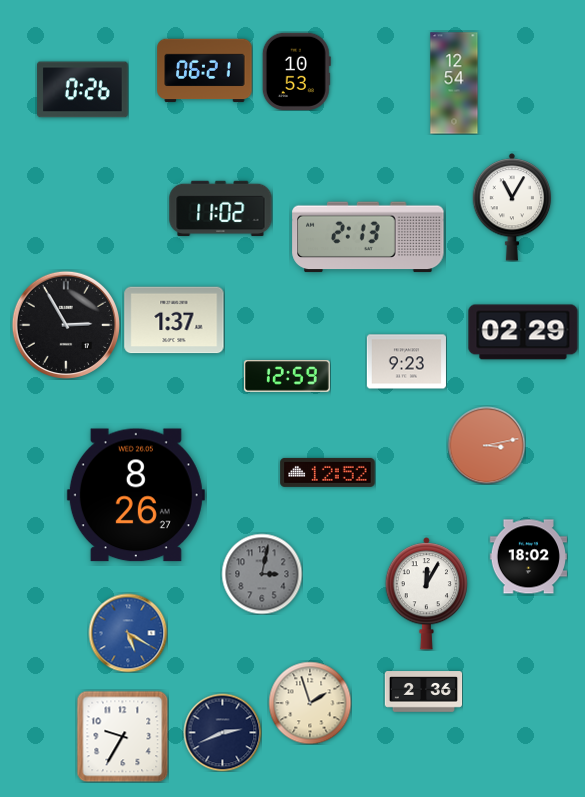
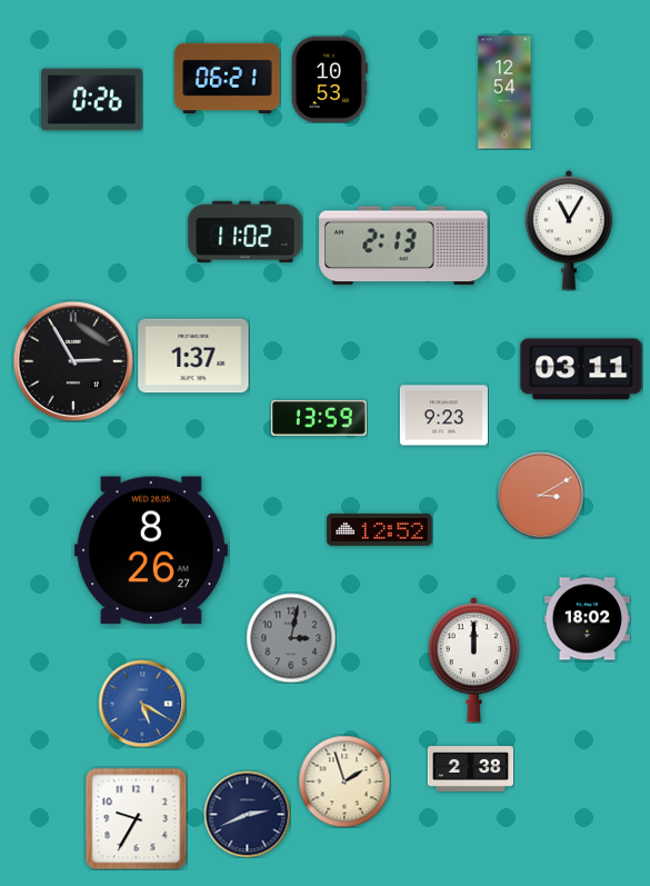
clock at (368, 237) position: (368, 237) -> (403, 246)
clock at (523, 332): 02:29 -> 03:11
clock at (406, 362) position: (406, 362) -> (443, 416)
clock at (287, 376): 12:59 -> 13:59
clock at (486, 445): 3:13 -> 3:10
clock at (328, 472) position: (328, 472) -> (380, 529)
clock at (426, 594): 12:05 -> 12:00
clock at (423, 692): 2:36 -> 2:38
